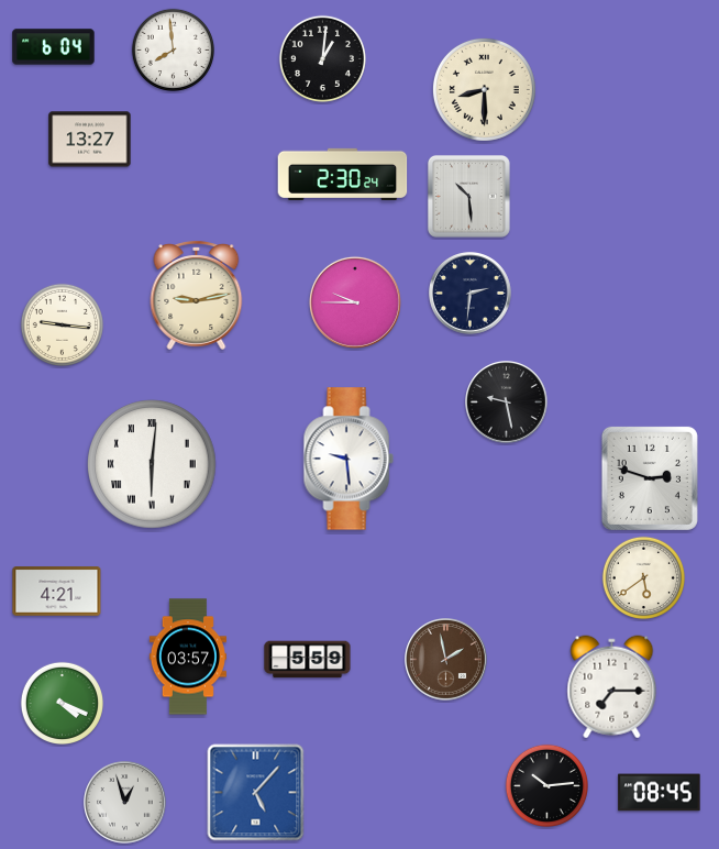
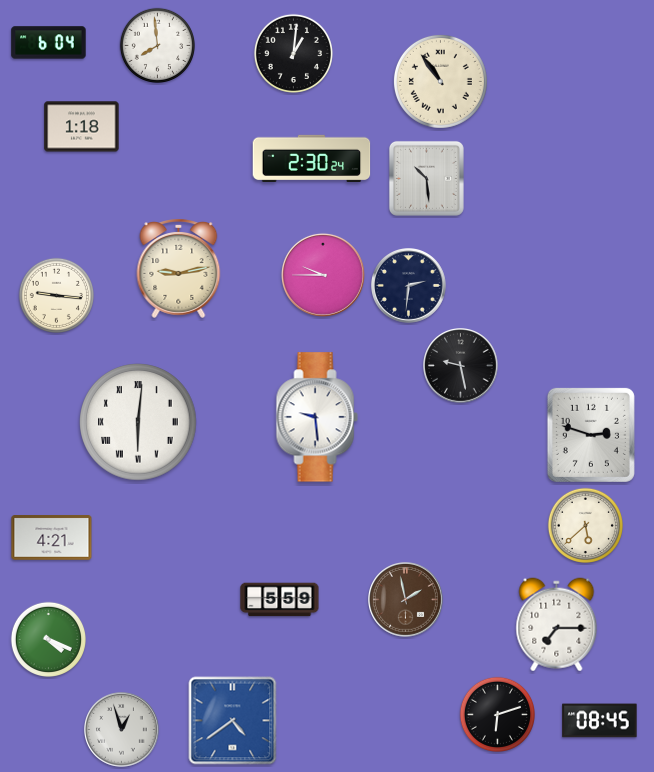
clock at (484, 89): 8:30 -> 10:54
clock at (90, 140): 13:27 -> 1:18
clock at (471, 294) position: (471, 294) -> (409, 286)
clock at (643, 577): 5:39 -> 5:38
clock at (188, 657): 03:57 -> none
clock at (62, 703) position: (62, 703) -> (48, 639)
clock at (546, 785): 10:14 -> 6:12
clock at (256, 793): 5:07 -> 4:39
clock at (125, 803) position: (125, 803) -> (122, 730)
